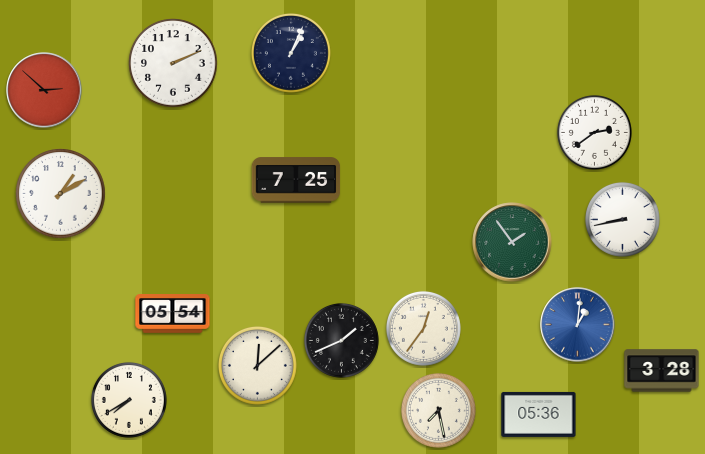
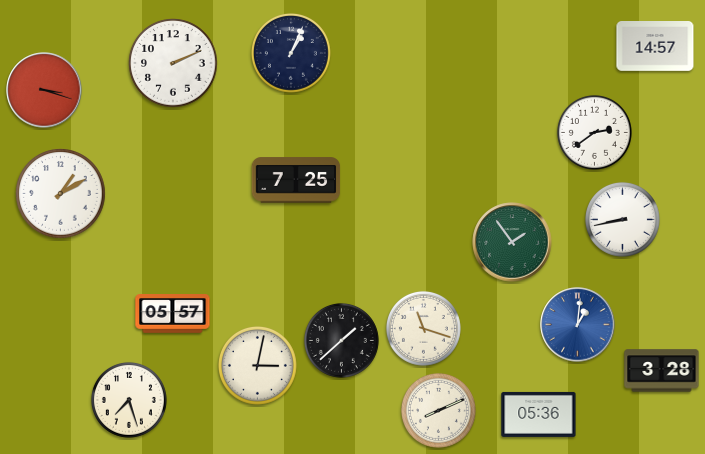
clock at (655, 47): none -> 14:57
clock at (44, 90): 2:52 -> 3:18
clock at (173, 314): 05:54 -> 05:57
clock at (423, 328): 12:36 -> 11:18
clock at (341, 340): 1:41 -> 1:38
clock at (257, 365): 12:08 -> 3:02
clock at (129, 400): 7:40 -> 7:27
clock at (438, 410): 7:28 -> 8:11
